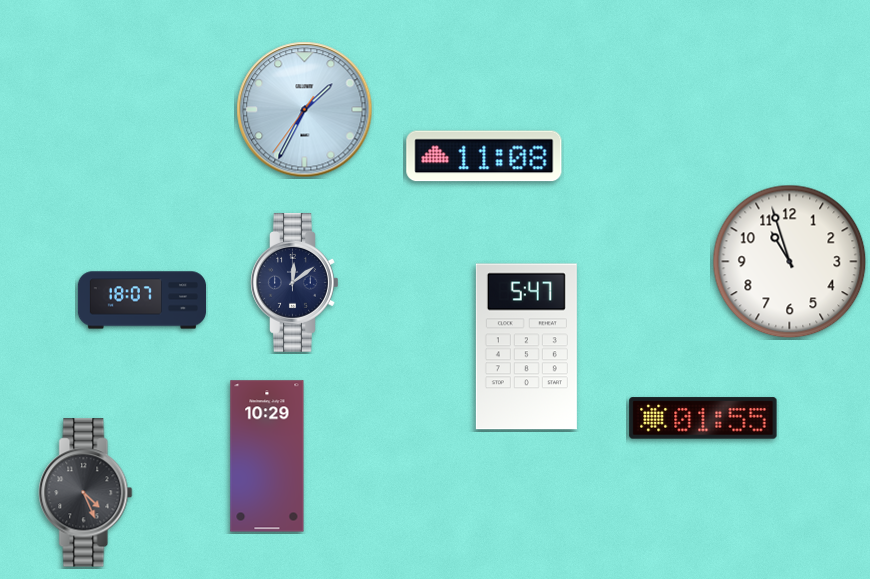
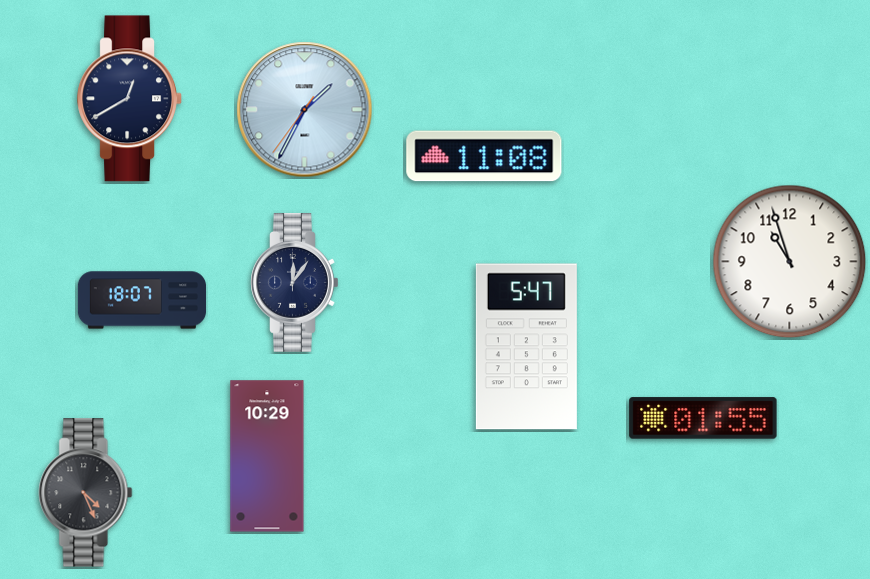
clock at (129, 99): none -> 12:40
clock at (295, 282): 12:09 -> 12:06
